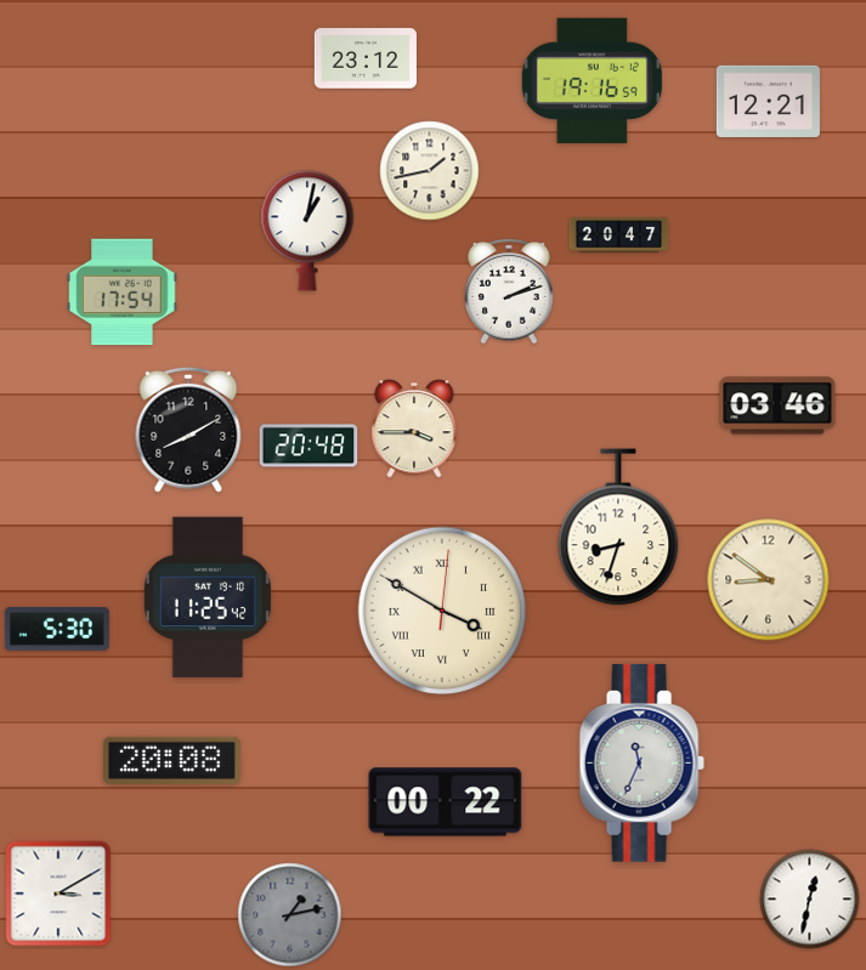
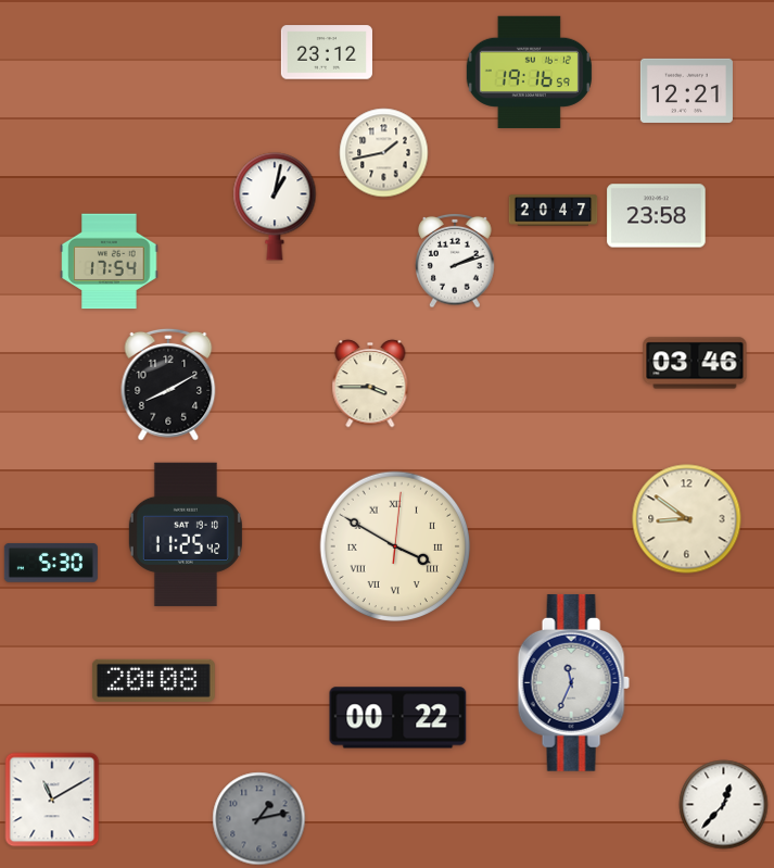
clock at (657, 216): none -> 23:58
clock at (309, 446): 20:48 -> none
clock at (618, 527): 8:33 -> none
clock at (58, 894): 3:10 -> 11:10
clock at (810, 900): 12:32 -> 12:37
